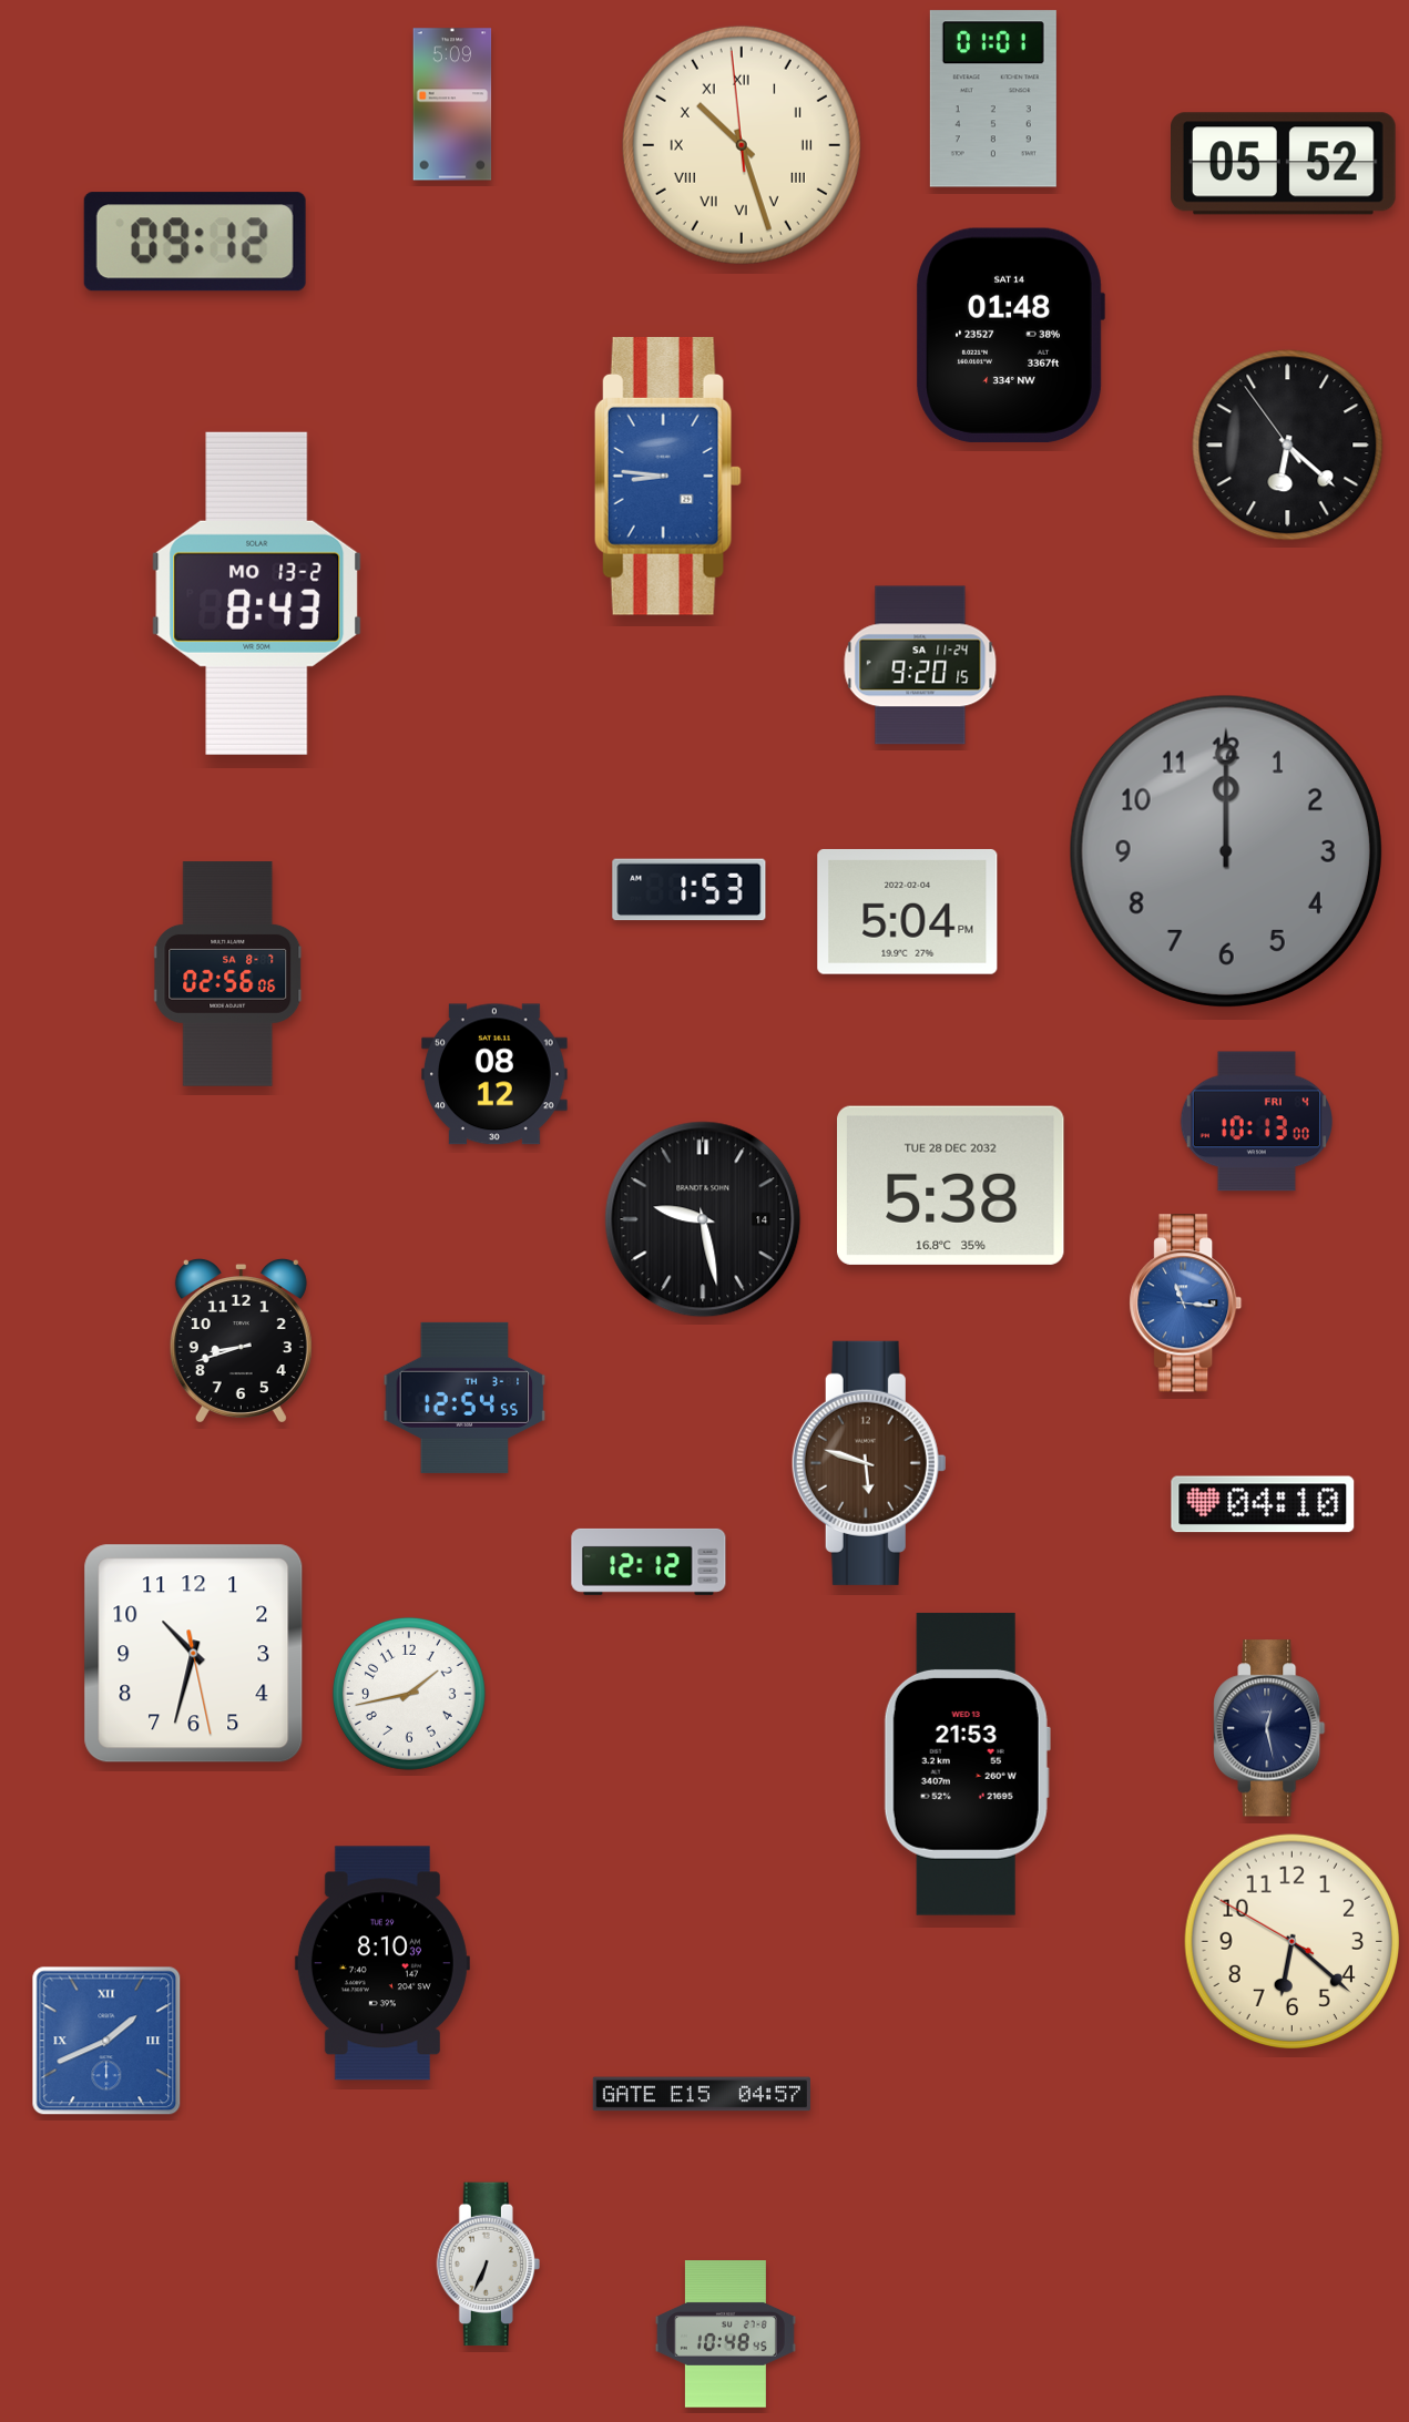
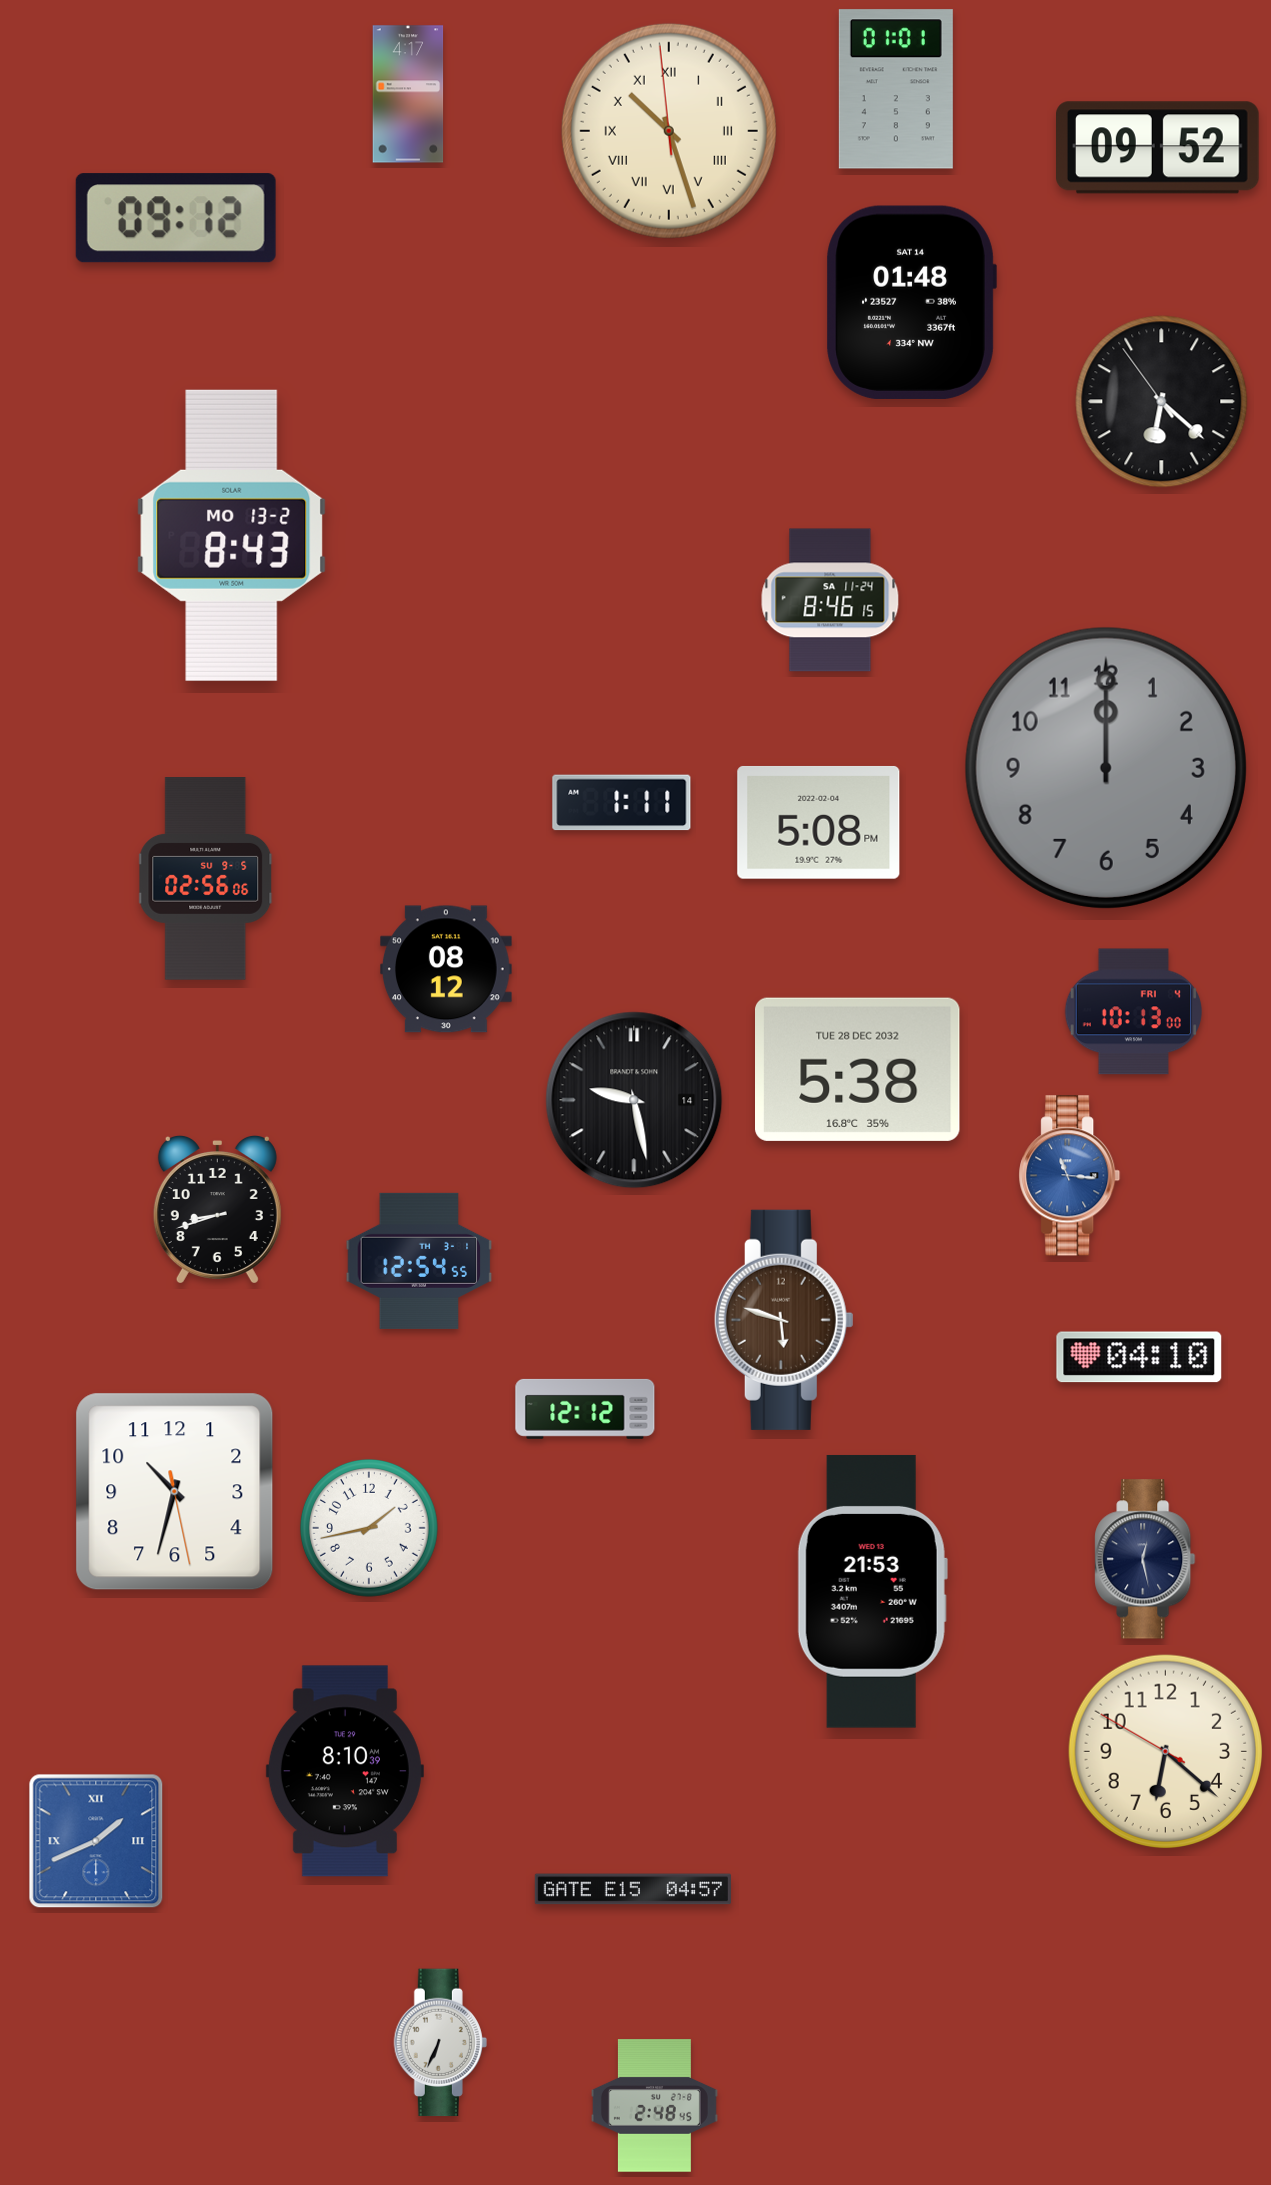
clock at (452, 104): 5:09 -> 4:17
clock at (1284, 164): 05:52 -> 09:52
clock at (667, 477): 8:46 -> none
clock at (920, 665): 9:20 -> 8:46
clock at (690, 890): 1:53 -> 1:11
clock at (908, 911): 5:04 -> 5:08
clock at (228, 974) date: SA 8-7 -> SU 9-5
clock at (725, 2334): 10:48 -> 2:48
